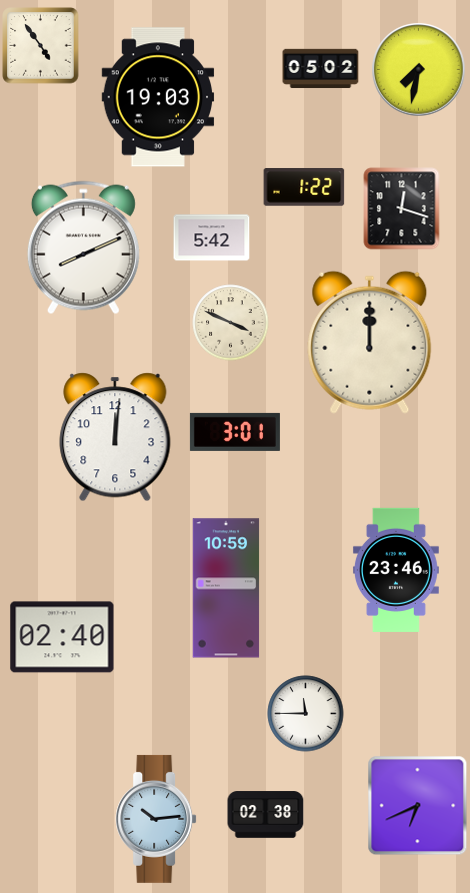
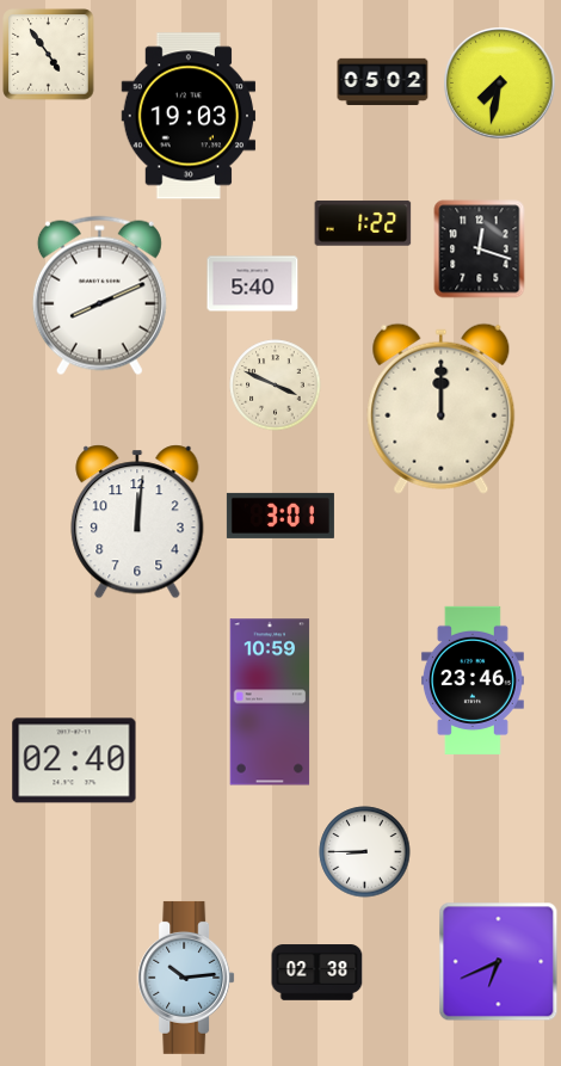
clock at (212, 238): 5:42 -> 5:40
clock at (306, 714): 11:45 -> 8:45
